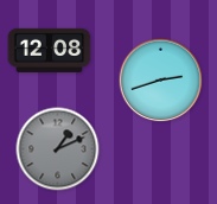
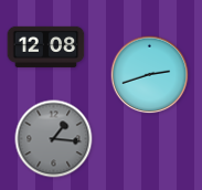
clock at (58, 149): 1:11 -> 1:16
